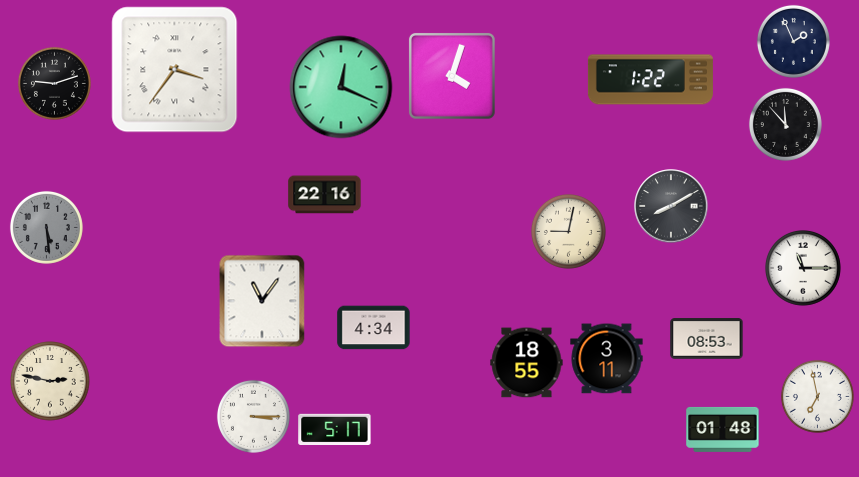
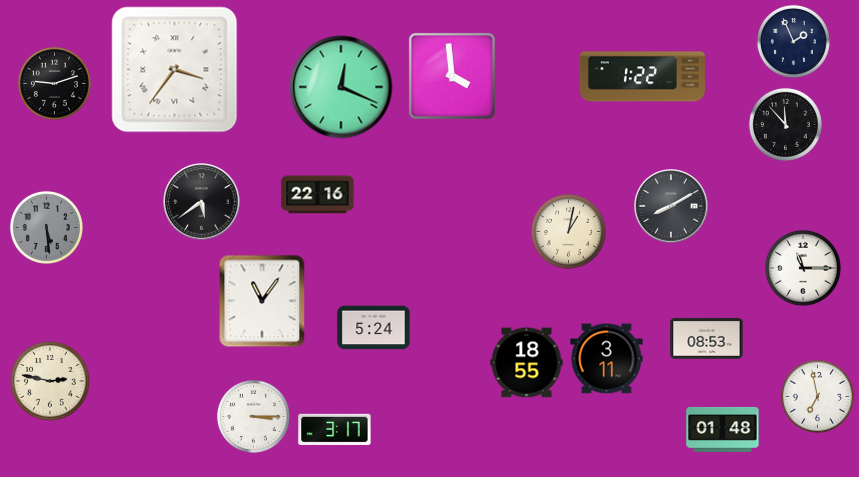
clock at (452, 76): 4:03 -> 3:59
clock at (650, 80) position: (650, 80) -> (642, 77)
clock at (325, 195) position: (325, 195) -> (318, 195)
clock at (202, 202): none -> 5:39
clock at (568, 231): 9:02 -> 1:02
clock at (374, 328): 4:34 -> 5:24
clock at (335, 429): 5:17 -> 3:17
